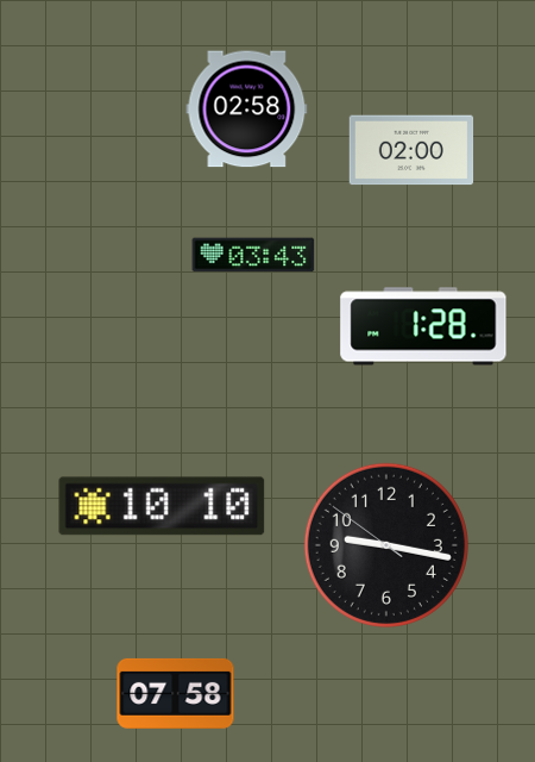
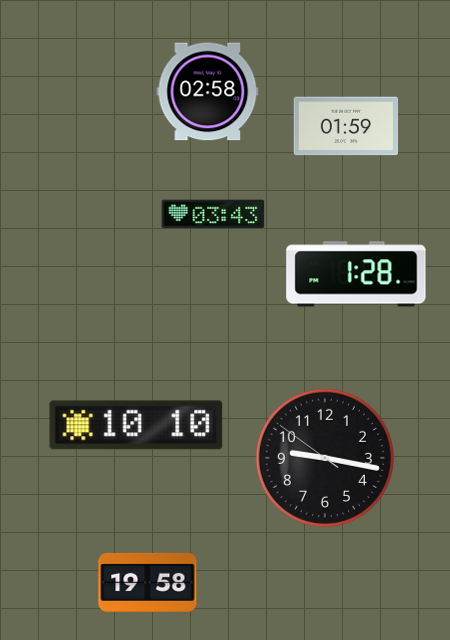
clock at (411, 150): 02:00 -> 01:59
clock at (176, 693): 07:58 -> 19:58
